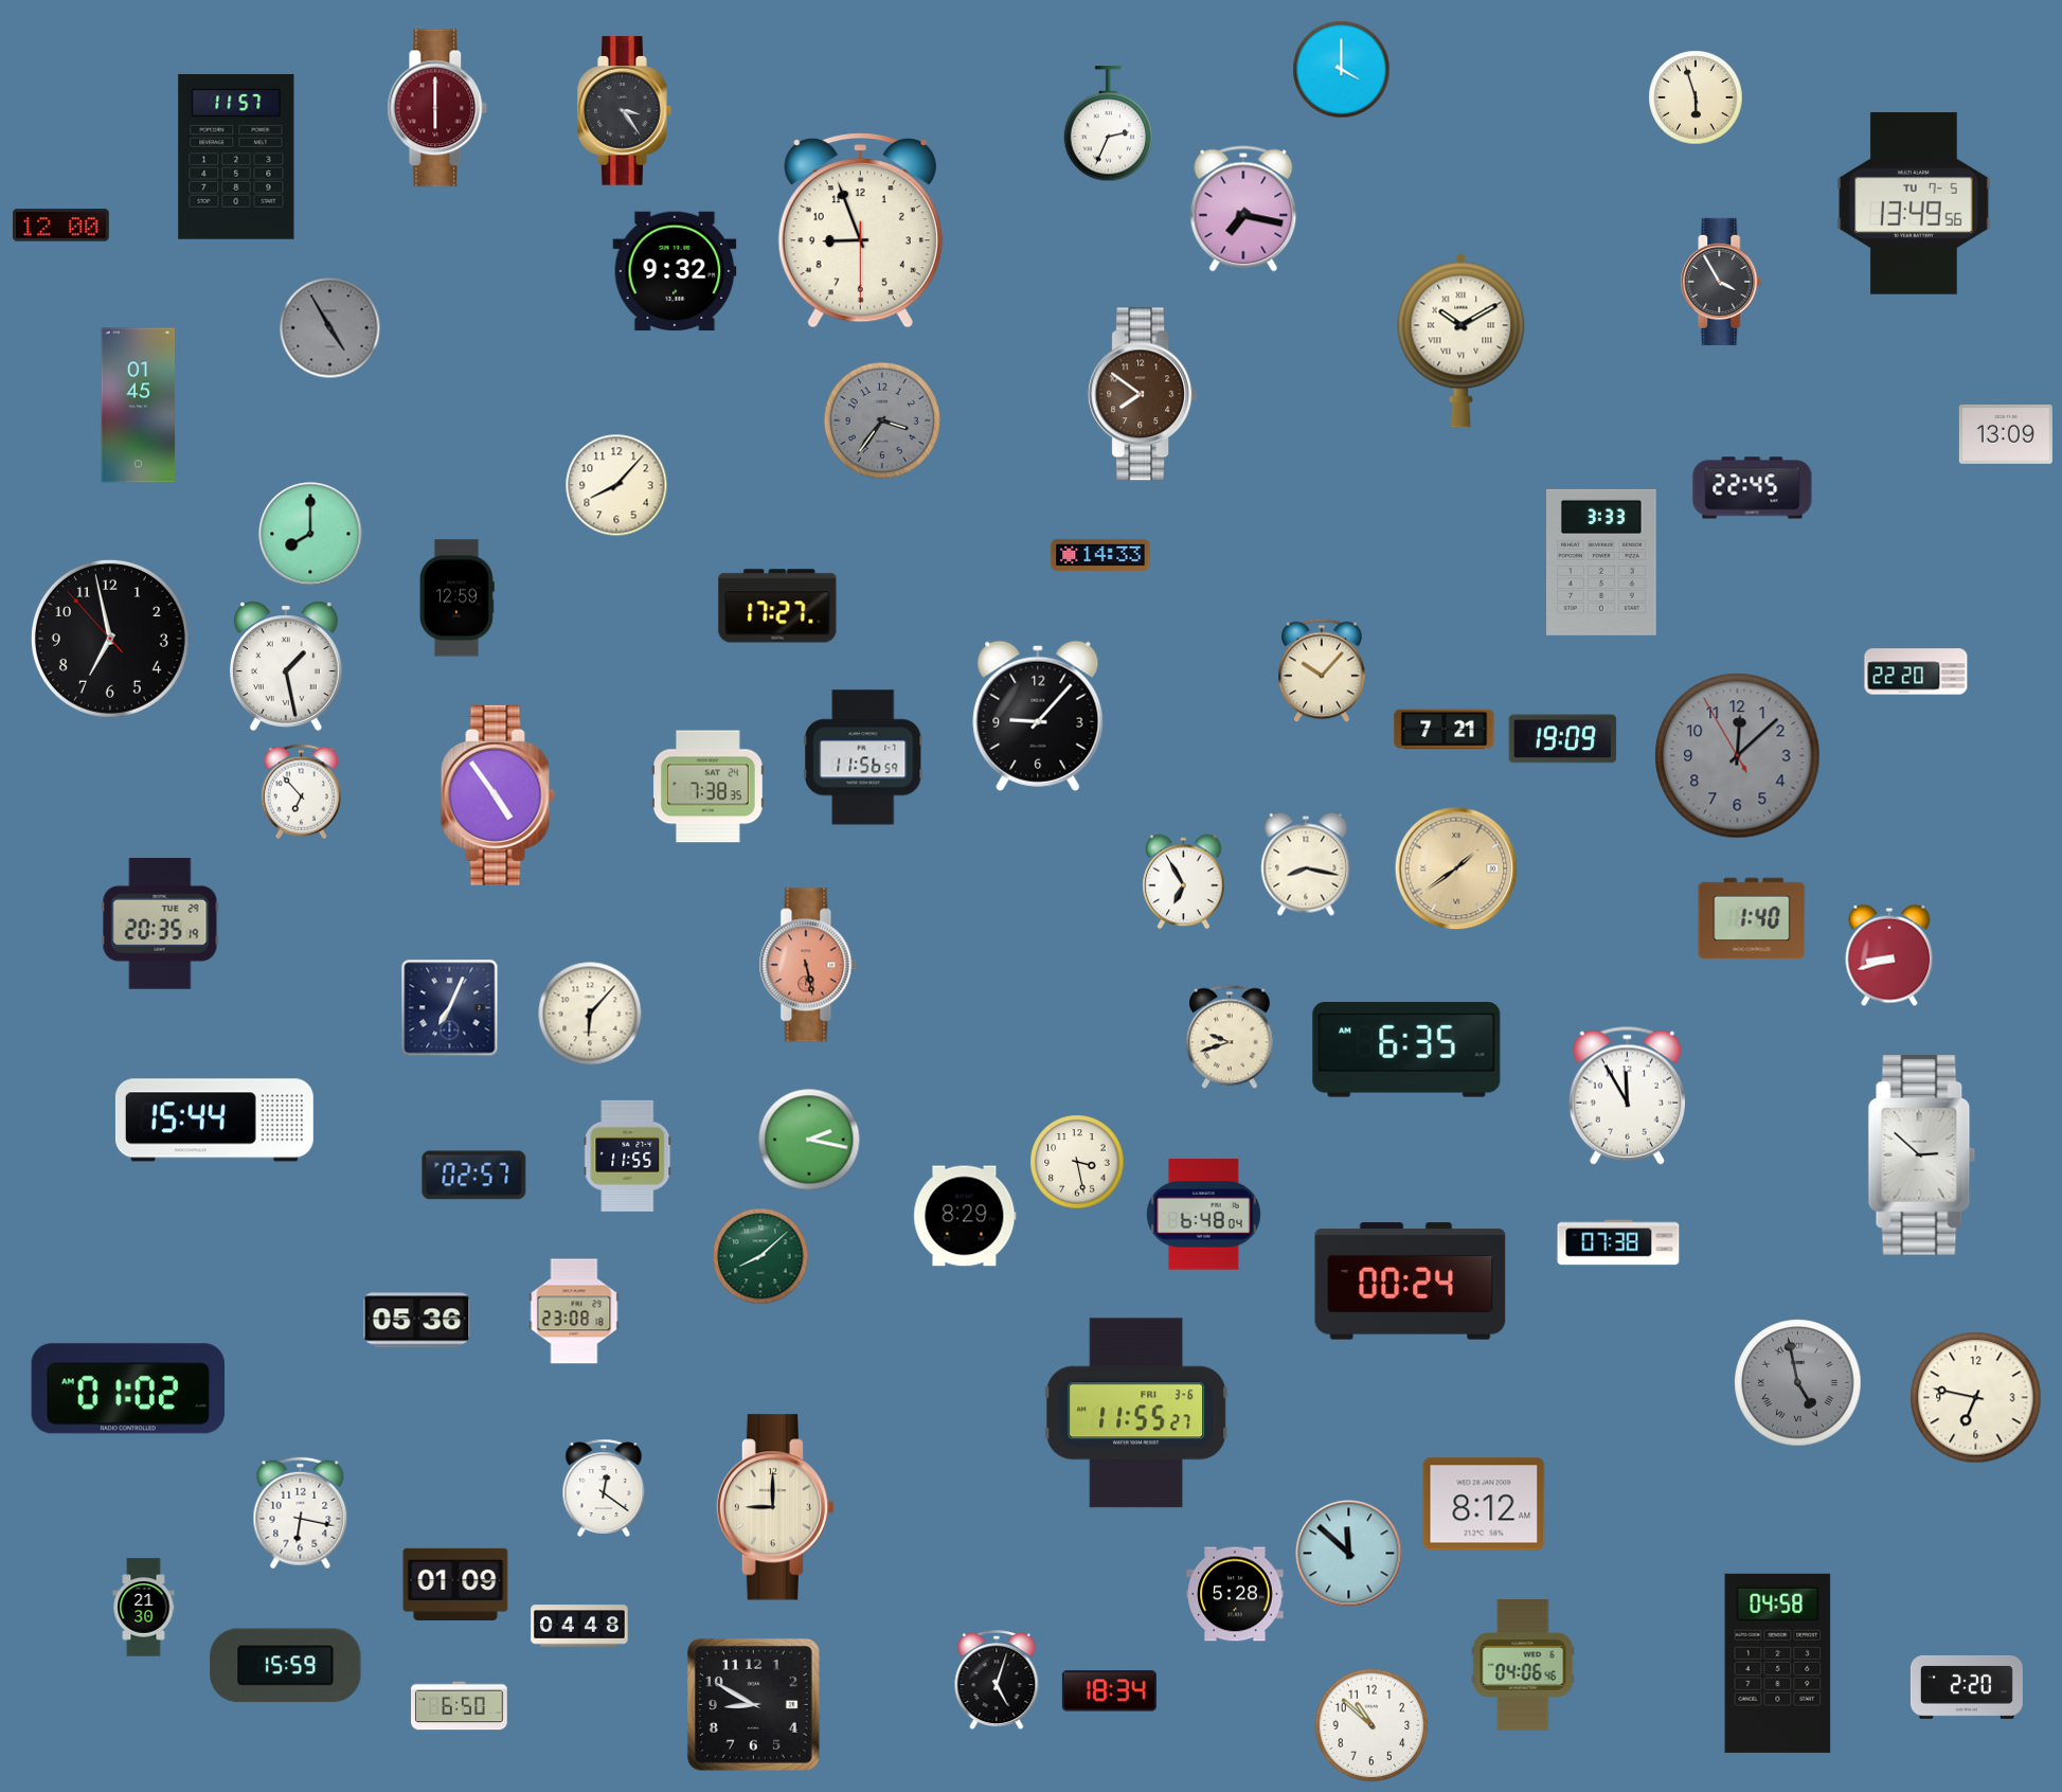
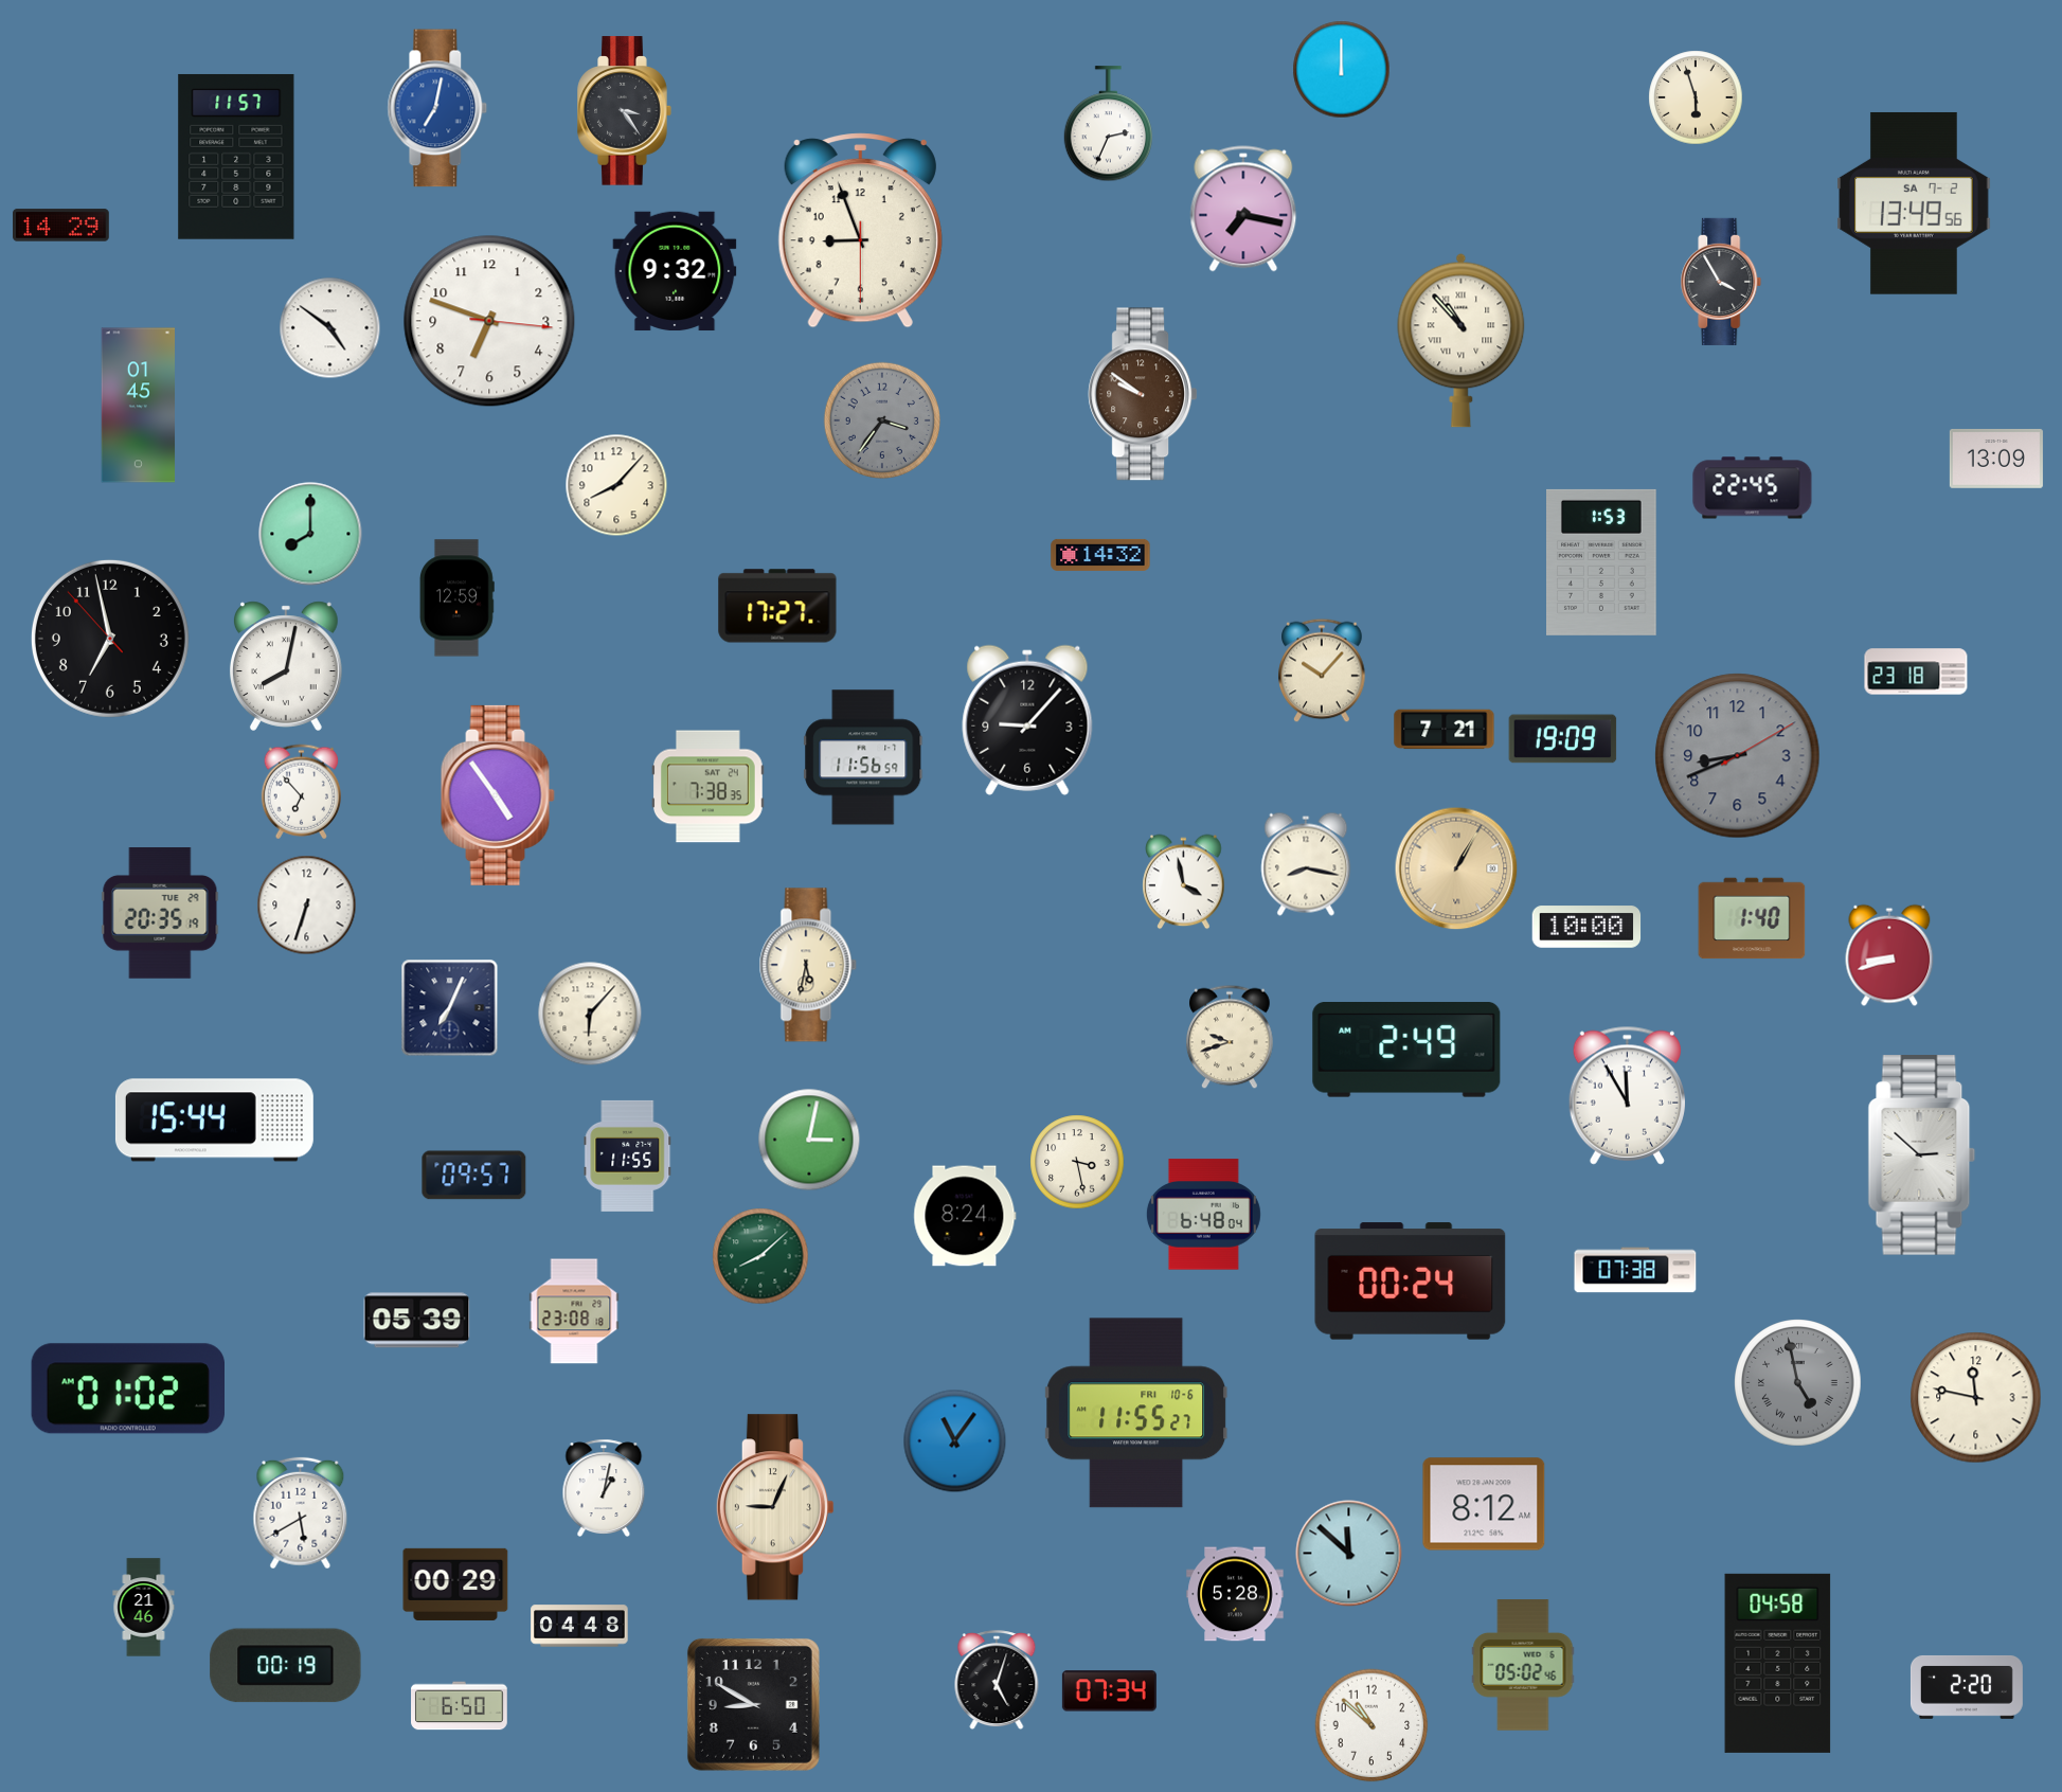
clock at (1342, 70): 4:00 -> 12:00
clock at (437, 108): 6:00 -> 7:02
clock at (437, 108) dial: burgundy -> blue
clock at (1914, 203) date: TU 7-5 -> SA 7-2
clock at (61, 226): 12:00 -> 14:29
clock at (489, 321): none -> 6:48
clock at (330, 328): 4:55 -> 4:51
clock at (330, 328) dial: grey -> white
clock at (1462, 340): 10:10 -> 10:53
clock at (1143, 394): 7:51 -> 9:51
clock at (2006, 434) position: (2006, 434) -> (1996, 459)
clock at (1100, 555): 14:33 -> 14:32
clock at (1602, 562): 3:33 -> 1:53
clock at (286, 666): 1:28 -> 8:02
clock at (1916, 671): 22:20 -> 23:18
clock at (1038, 716) position: (1038, 716) -> (1027, 720)
clock at (1738, 756): 12:07 -> 8:41
clock at (1456, 868): 1:39 -> 1:05
clock at (1184, 882): 6:55 -> 3:58
clock at (307, 906): none -> 6:33
clock at (160, 924) position: (160, 924) -> (160, 913)
clock at (1586, 927): none -> 10:00
clock at (808, 965): 5:28 -> 5:32
clock at (808, 965) dial: salmon -> cream
clock at (1406, 1051): 6:35 -> 2:49
clock at (809, 1140): 2:17 -> 3:02
clock at (474, 1176): 02:57 -> 09:57
clock at (965, 1216): 8:29 -> 8:24
clock at (1618, 1242) position: (1618, 1242) -> (1635, 1270)
clock at (417, 1321): 05:36 -> 05:39
clock at (1976, 1398): 6:47 -> 11:47
clock at (1136, 1413) date: FRI 3-6 -> FRI 10-6
clock at (955, 1441): none -> 11:06
clock at (604, 1487): 12:21 -> 1:02
clock at (775, 1507): 9:00 -> 9:04
clock at (301, 1513): 6:17 -> 5:40
clock at (455, 1584): 01:09 -> 00:29
clock at (144, 1608): 21:30 -> 21:46
clock at (1523, 1665): 04:06 -> 05:02
clock at (286, 1666): 15:59 -> 00:19
clock at (1109, 1691): 18:34 -> 07:34
